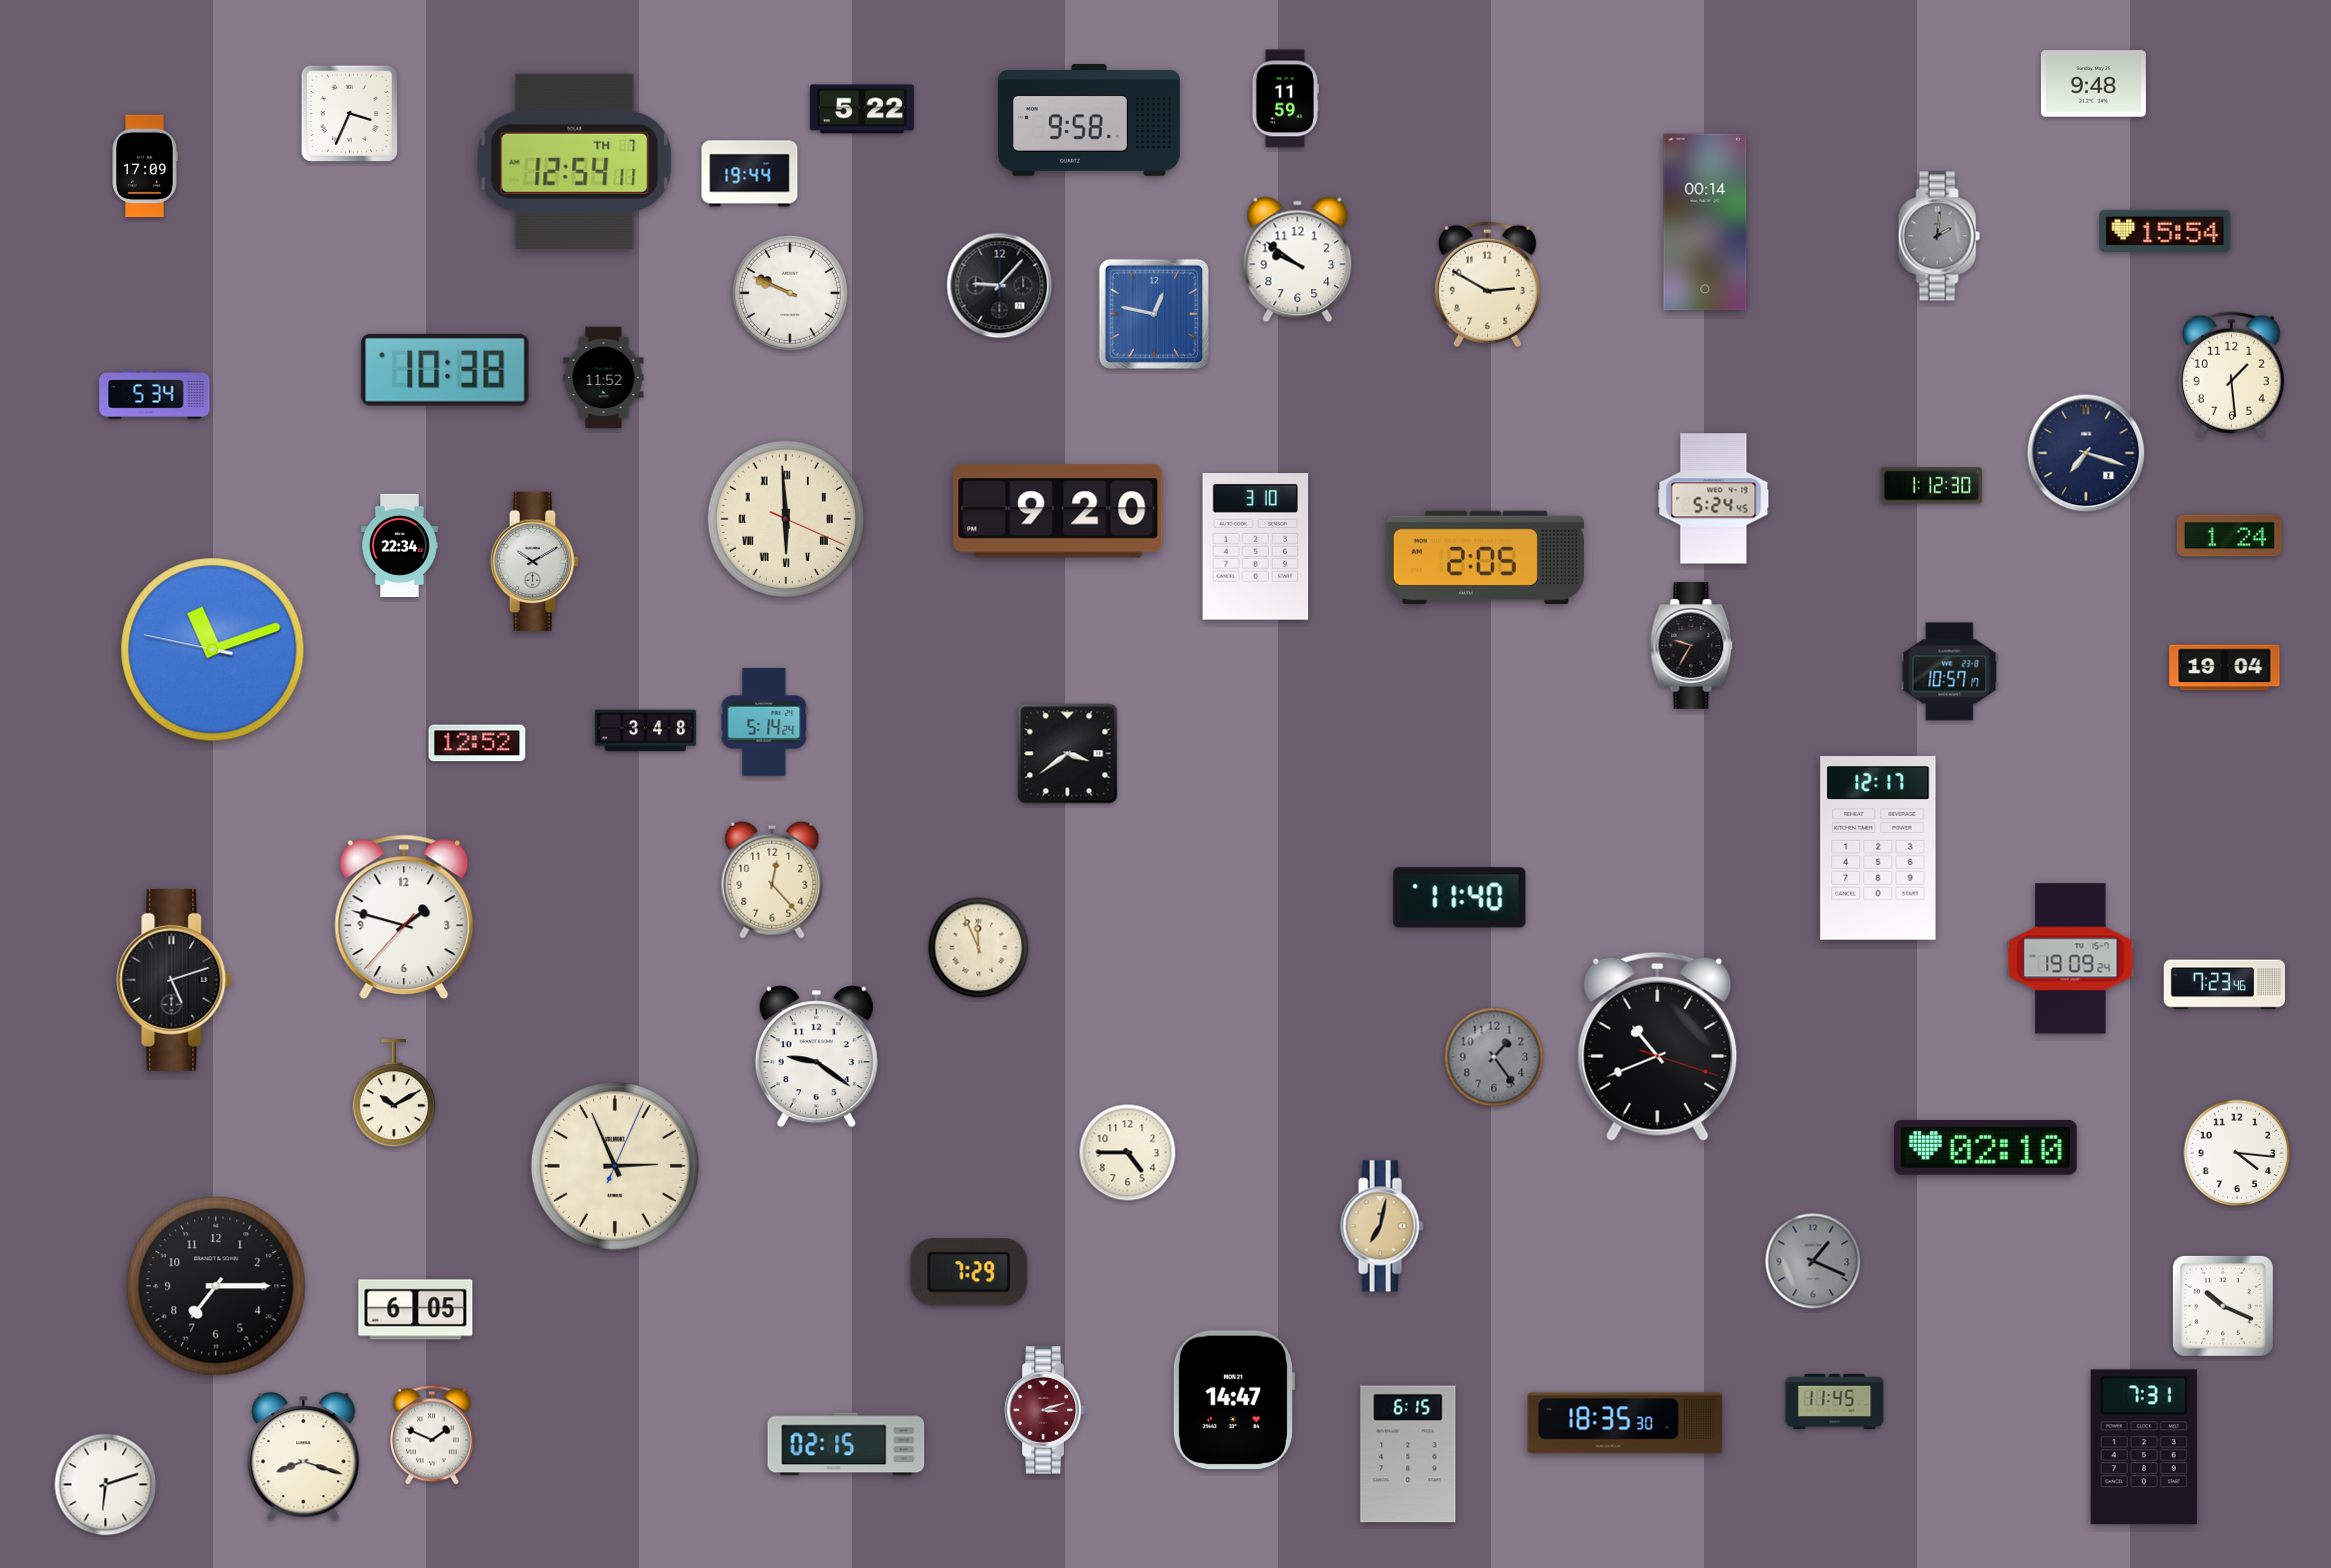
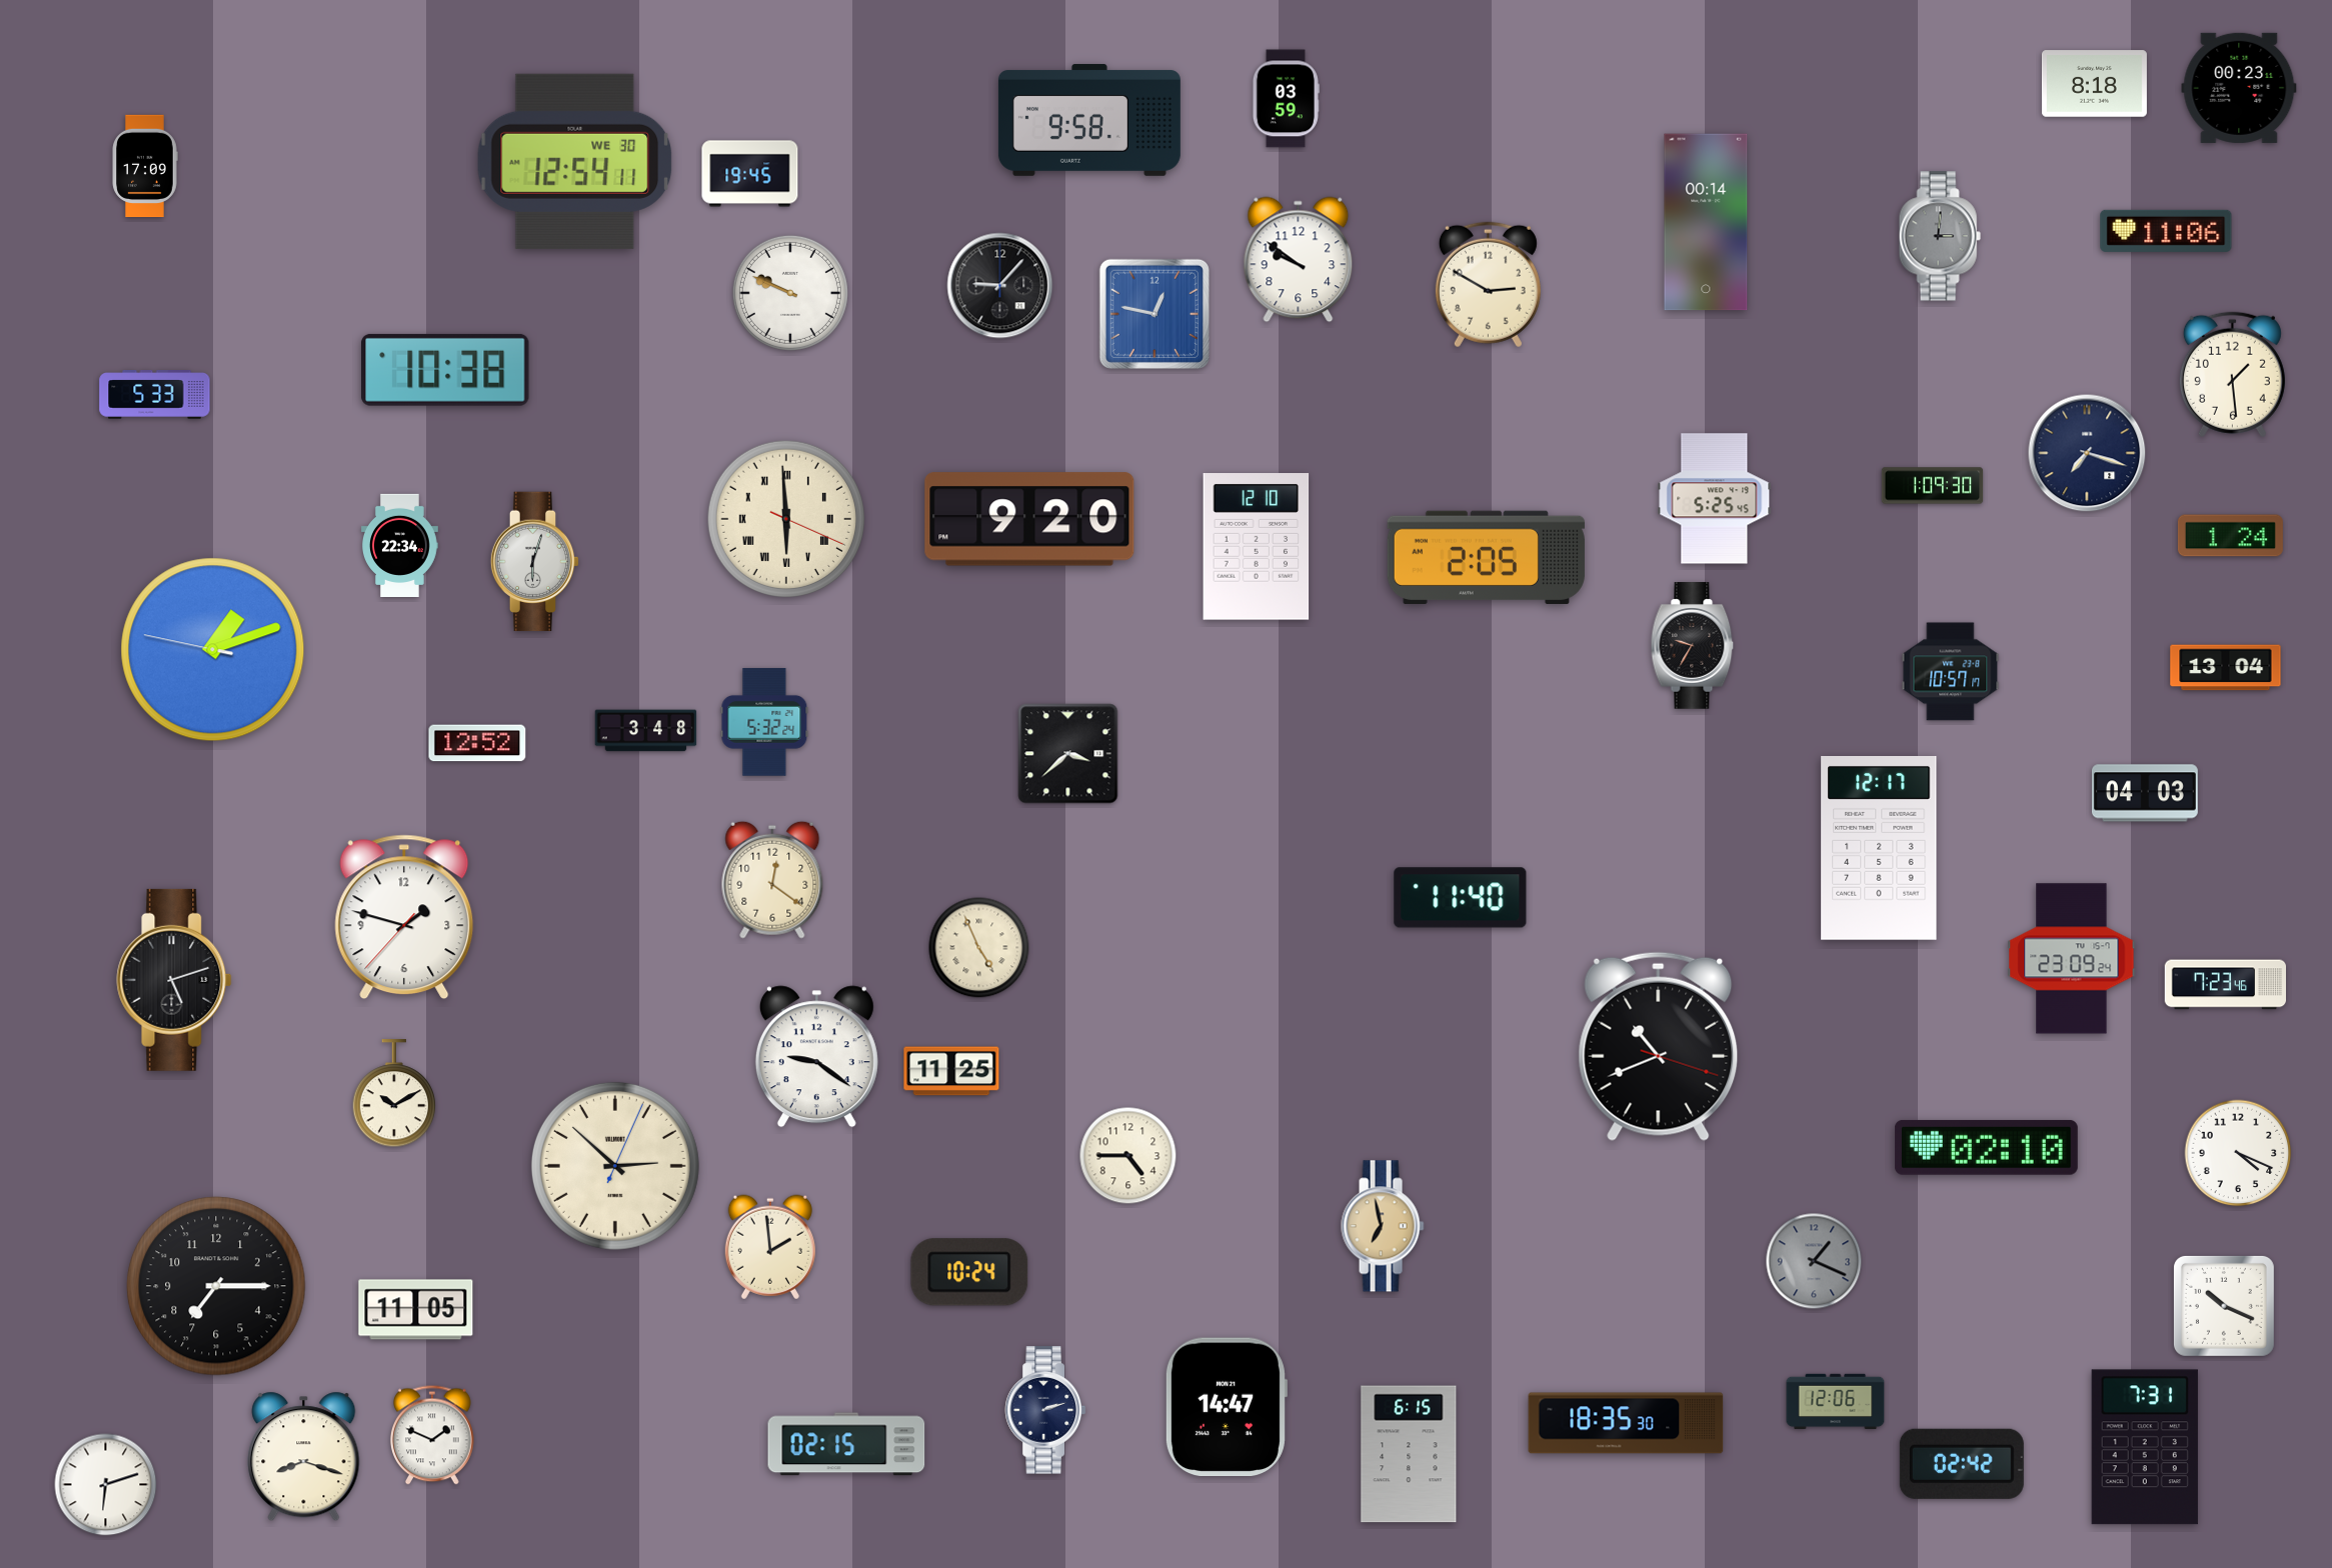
clock at (2093, 84): 9:48 -> 8:18
clock at (2239, 88): none -> 00:23
clock at (1285, 99): 11:59 -> 03:59
clock at (862, 109): 5:22 -> none
clock at (349, 113): 3:34 -> none
clock at (575, 161) date: TH 7 -> WE 30
clock at (750, 174): 19:44 -> 19:45
clock at (2165, 231): 15:54 -> 11:06
clock at (1939, 236): 2:01 -> 3:01
clock at (604, 378): 11:52 -> none
clock at (155, 395): 5:34 -> 5:33
clock at (1932, 486): 1:12 -> 1:09
clock at (1714, 499): 5:24 -> 5:25
clock at (1058, 511) position: (1058, 511) -> (1029, 519)
clock at (1256, 547): 3:10 -> 12:10
clock at (535, 562): 10:10 -> 6:03
clock at (213, 650): 11:11 -> 1:11
clock at (2225, 668): 19:04 -> 13:04
clock at (764, 722): 5:14 -> 5:32
clock at (1068, 754): 3:39 -> 3:38
clock at (2145, 793): none -> 04:03
clock at (772, 880): 12:23 -> 12:21
clock at (979, 948): 11:56 -> 4:56
clock at (2071, 959): 19:09 -> 23:09
clock at (1494, 1057): 1:24 -> none
clock at (951, 1071): none -> 11:25
clock at (1128, 1153) position: (1128, 1153) -> (1128, 1156)
clock at (2237, 1153): 4:16 -> 4:19
clock at (615, 1166): 2:56 -> 2:52
clock at (1382, 1226): 7:02 -> 6:58
clock at (770, 1247): none -> 1:59
clock at (969, 1272): 7:29 -> 10:24
clock at (416, 1310): 6:05 -> 11:05
clock at (1233, 1400) position: (1233, 1400) -> (1226, 1407)
clock at (1835, 1402): 11:45 -> 12:06
clock at (1044, 1410): 3:12 -> 2:12
clock at (1044, 1410) dial: burgundy -> navy
clock at (1962, 1464): none -> 02:42
